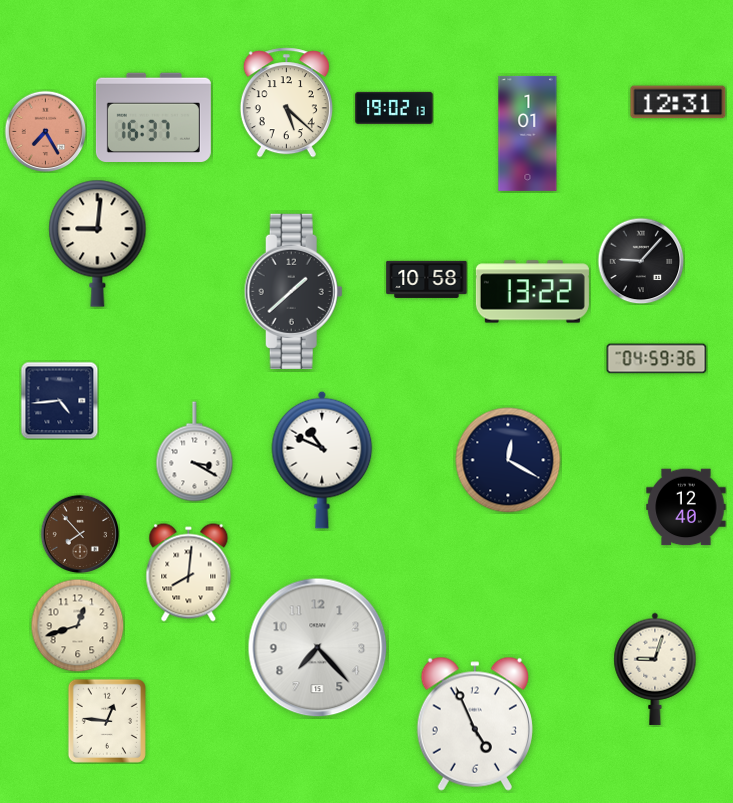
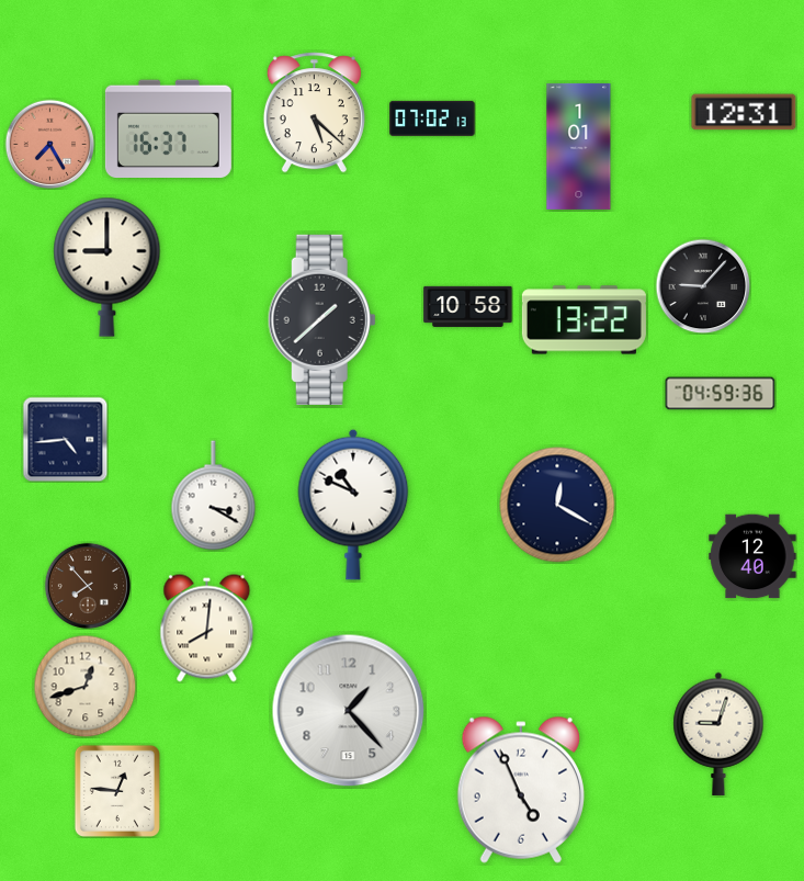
clock at (394, 108): 19:02 -> 07:02
clock at (98, 243): 9:01 -> 9:00
clock at (318, 648): 7:23 -> 1:23
clock at (475, 724) position: (475, 724) -> (521, 790)
